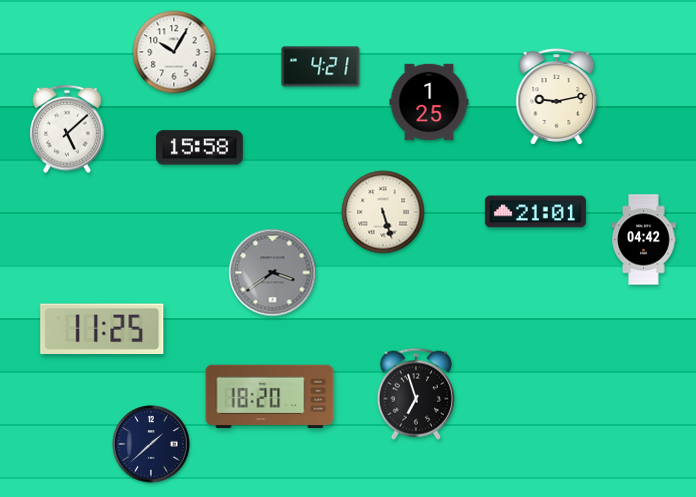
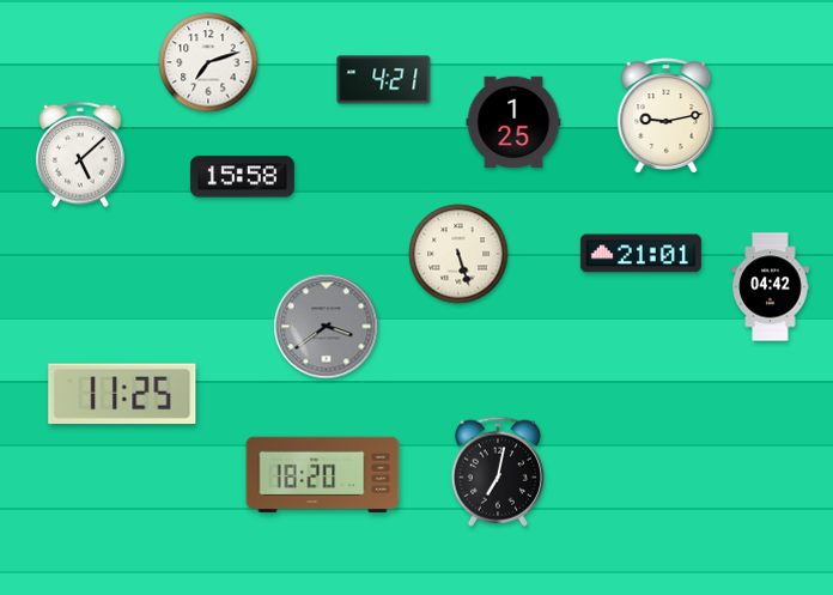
clock at (174, 52): 10:05 -> 7:12
clock at (200, 148) position: (200, 148) -> (243, 177)
clock at (416, 394): 6:57 -> 7:02
clock at (151, 444): 1:38 -> none
